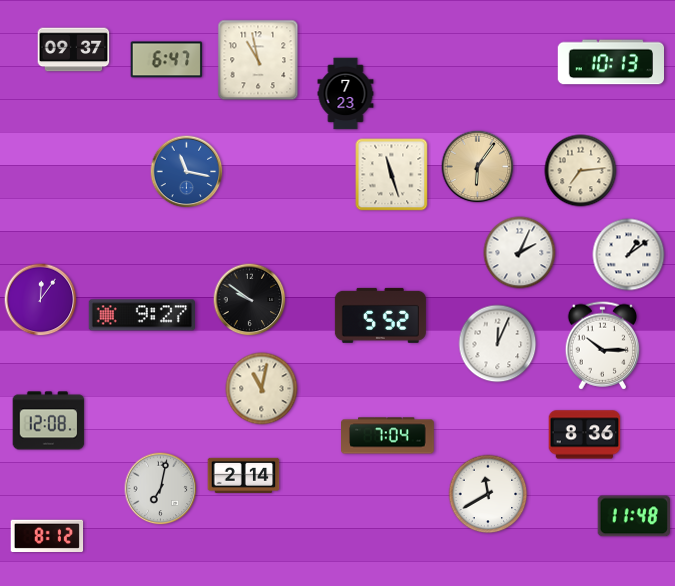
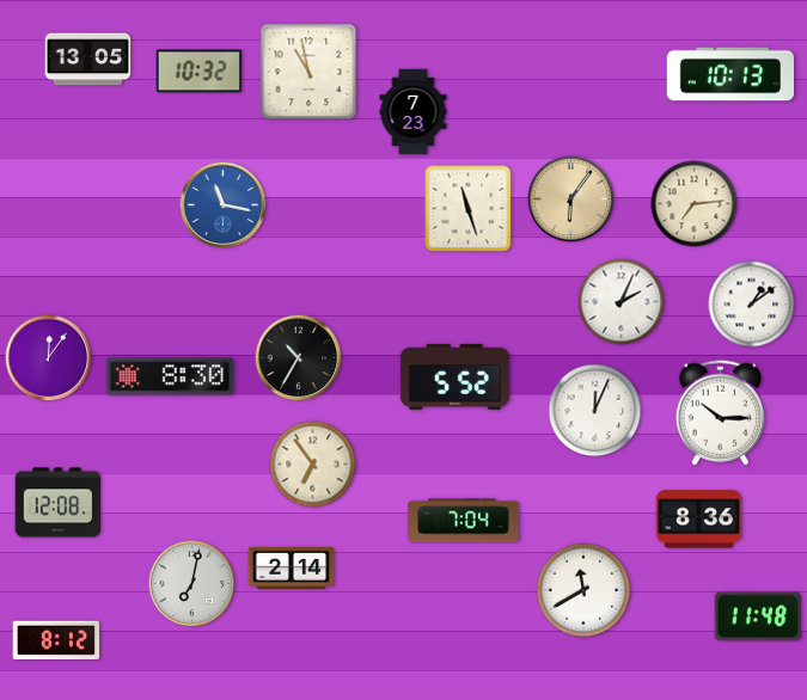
clock at (74, 50): 09:37 -> 13:05
clock at (167, 60): 6:47 -> 10:32
clock at (250, 300): 9:51 -> 10:35
clock at (141, 315): 9:27 -> 8:30
clock at (262, 389): 11:02 -> 6:54
